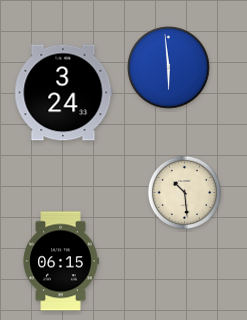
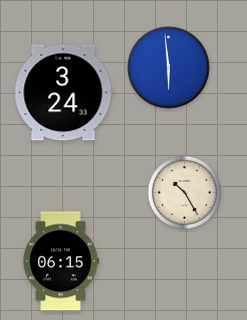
clock at (184, 192): 10:29 -> 10:25
